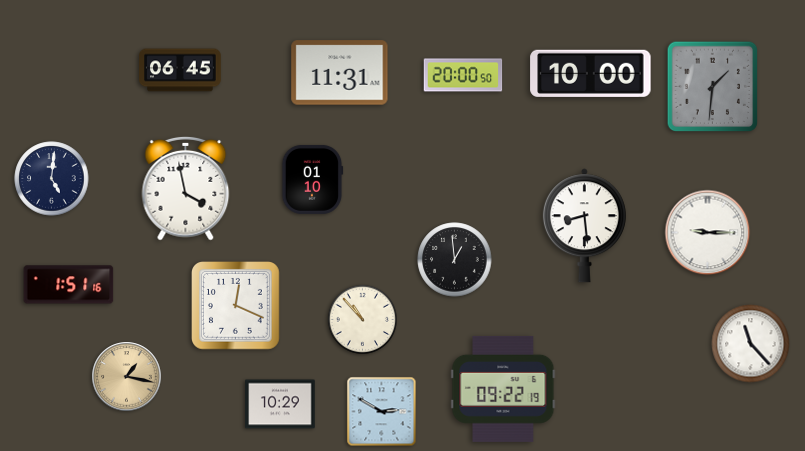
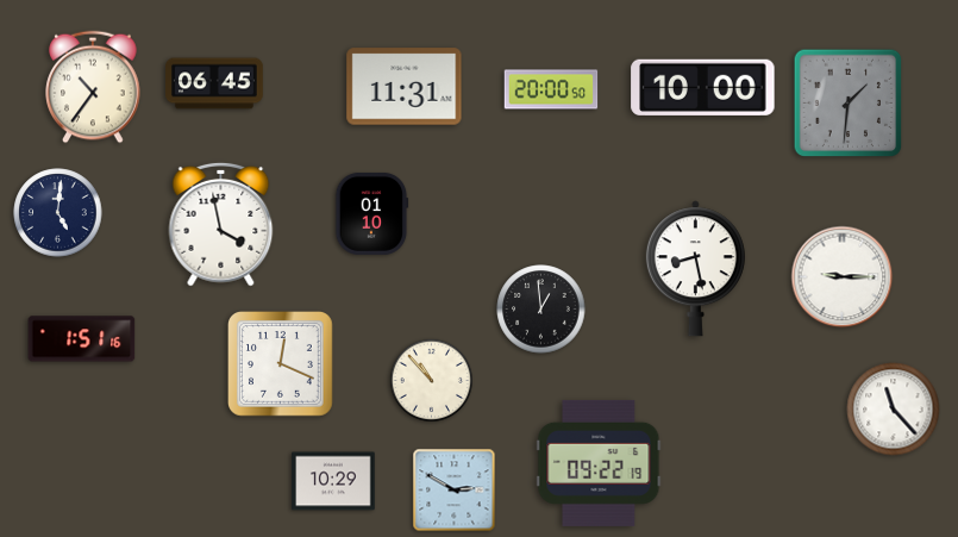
clock at (93, 87): none -> 10:36
clock at (52, 179) position: (52, 179) -> (58, 213)
clock at (584, 226): 8:29 -> 8:28
clock at (127, 377): 1:17 -> none
